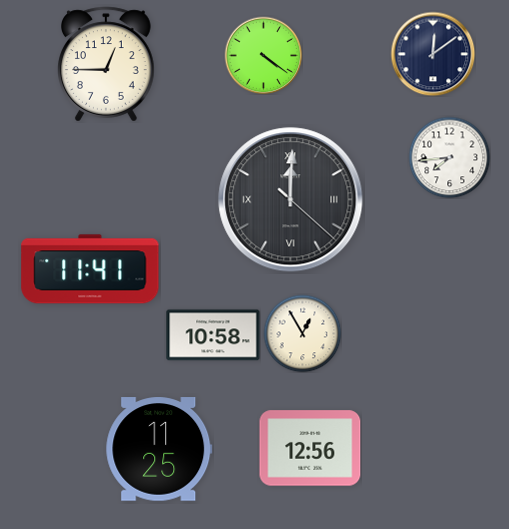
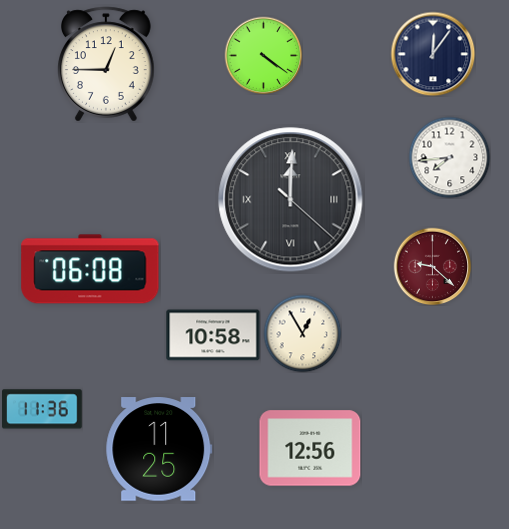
clock at (433, 54): 12:09 -> 12:06
clock at (432, 266): none -> 9:22
clock at (90, 269): 11:41 -> 06:08
clock at (42, 409): none -> 11:36
